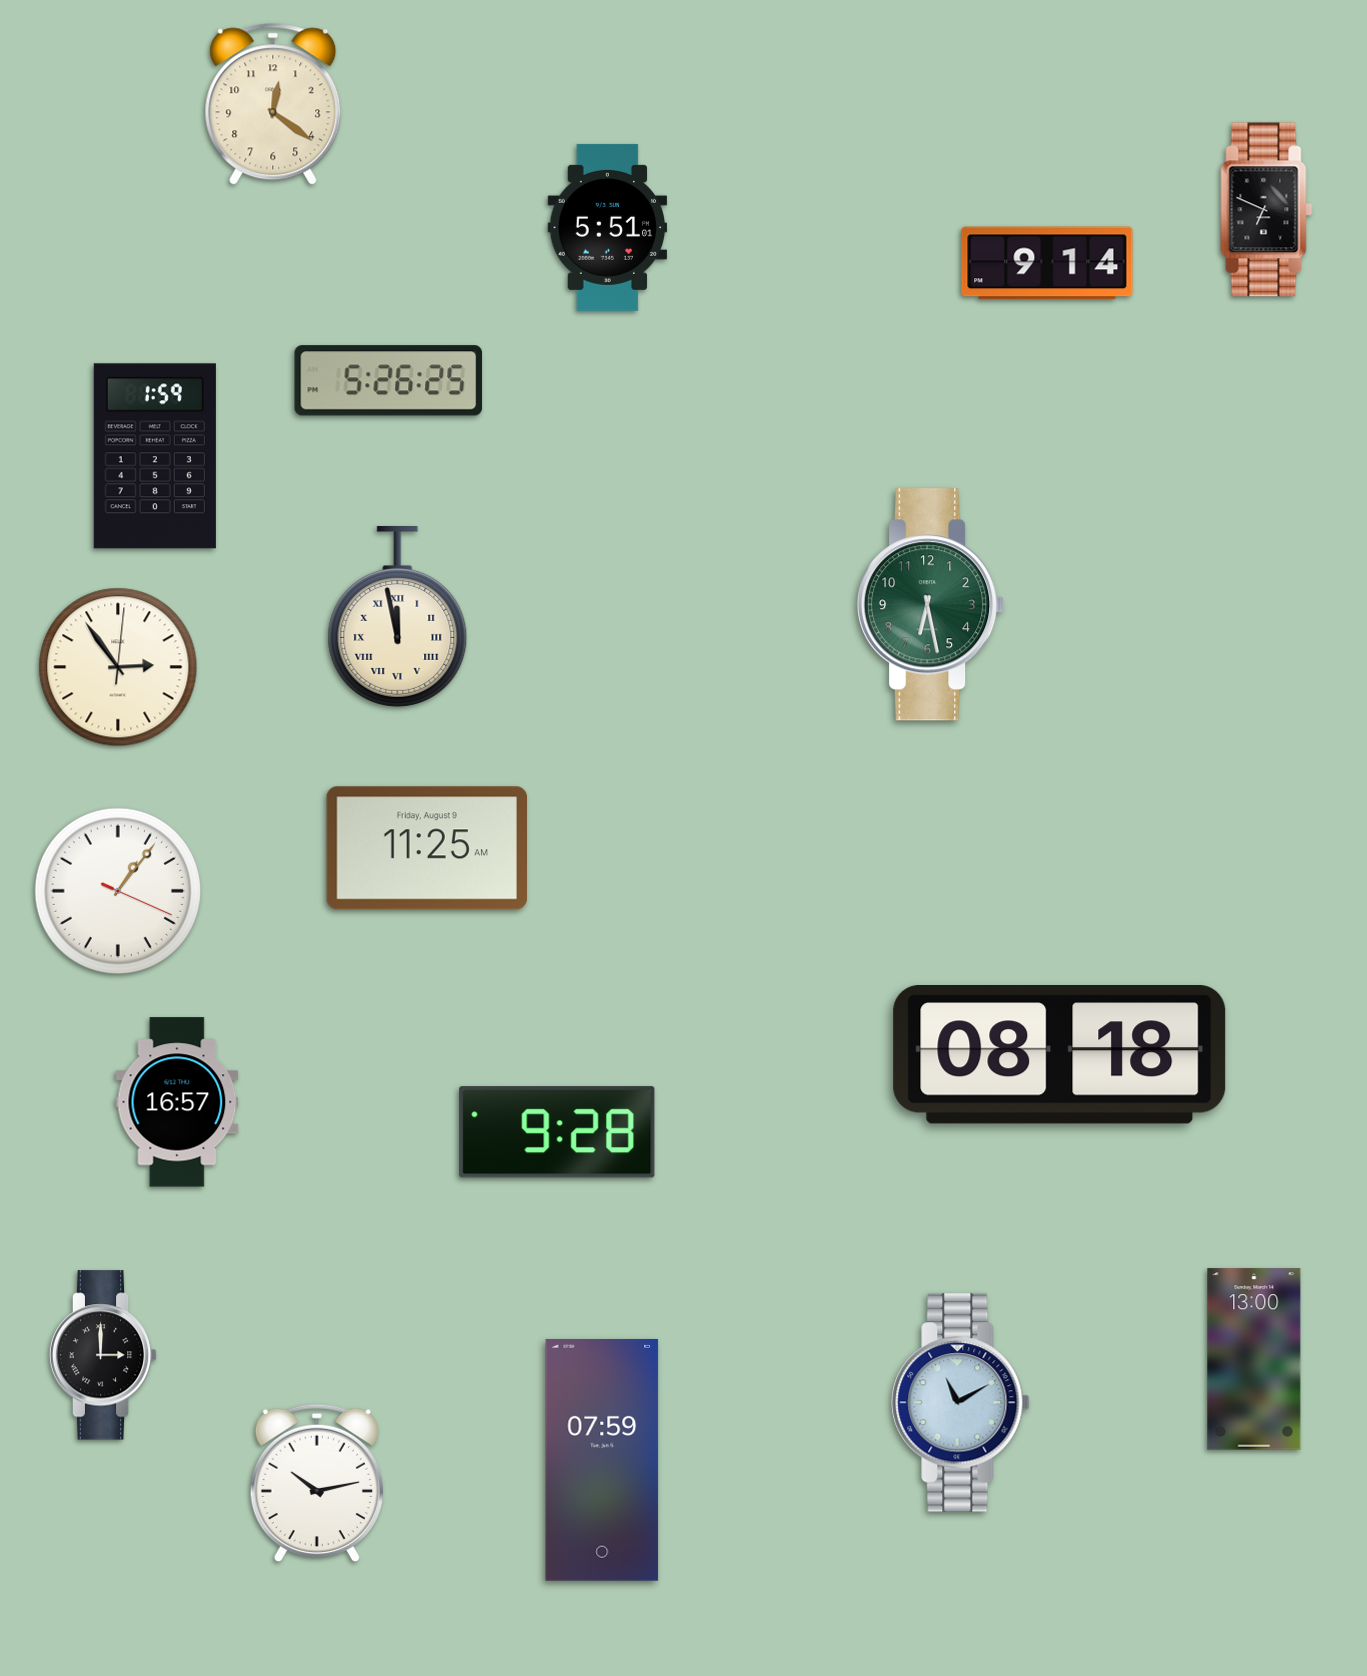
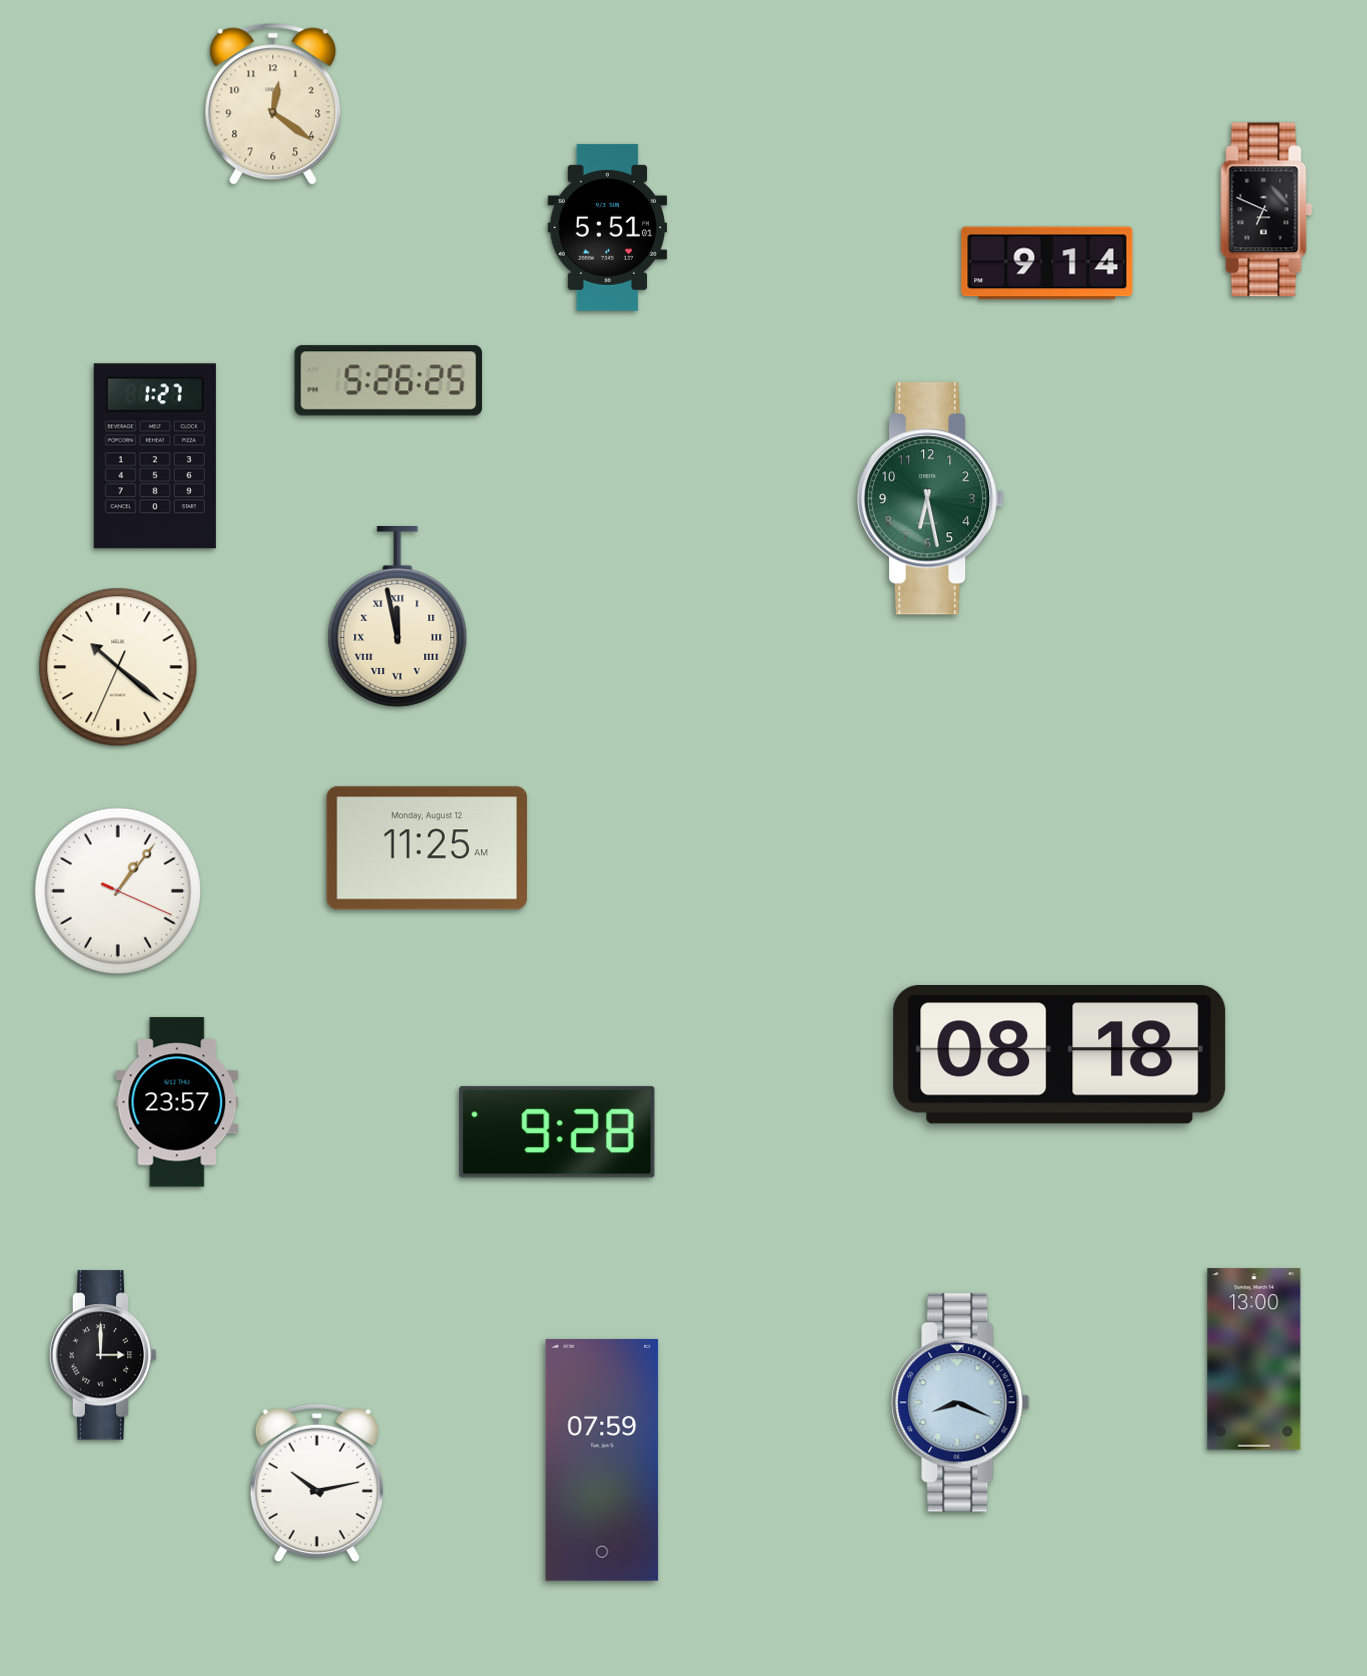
clock at (155, 456): 1:59 -> 1:27
clock at (931, 605) position: (931, 605) -> (931, 499)
clock at (118, 667): 2:54 -> 10:21
clock at (426, 848) date: Friday, August 9 -> Monday, August 12
clock at (177, 1102): 16:57 -> 23:57
clock at (961, 1403): 11:10 -> 8:19
